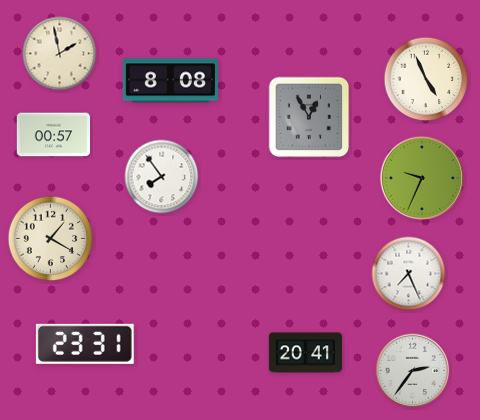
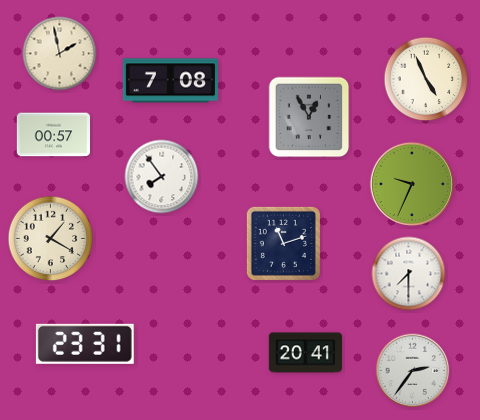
clock at (170, 81): 8:08 -> 7:08
clock at (422, 178) position: (422, 178) -> (412, 184)
clock at (283, 243): none -> 11:12
clock at (409, 274): 7:26 -> 7:30
